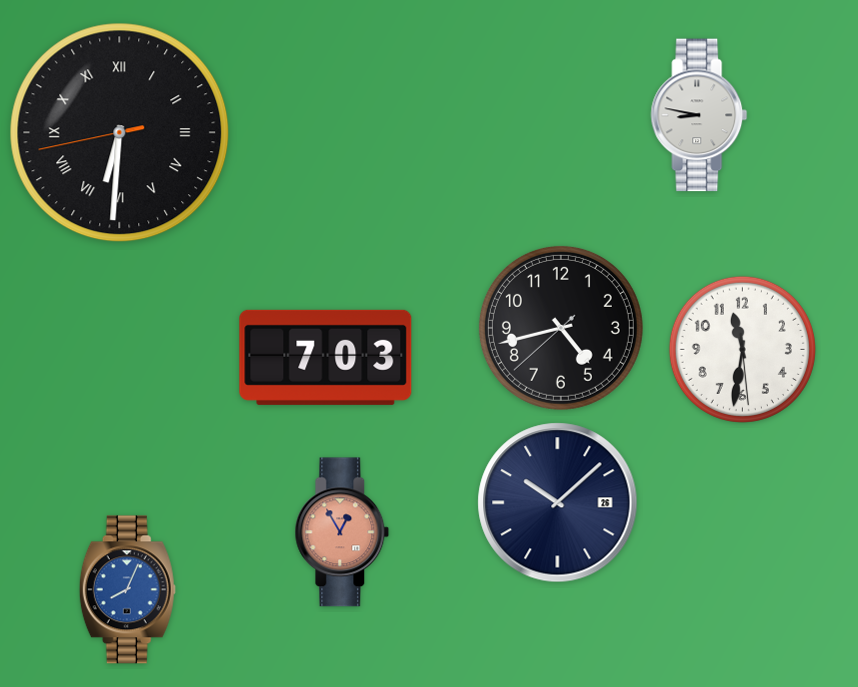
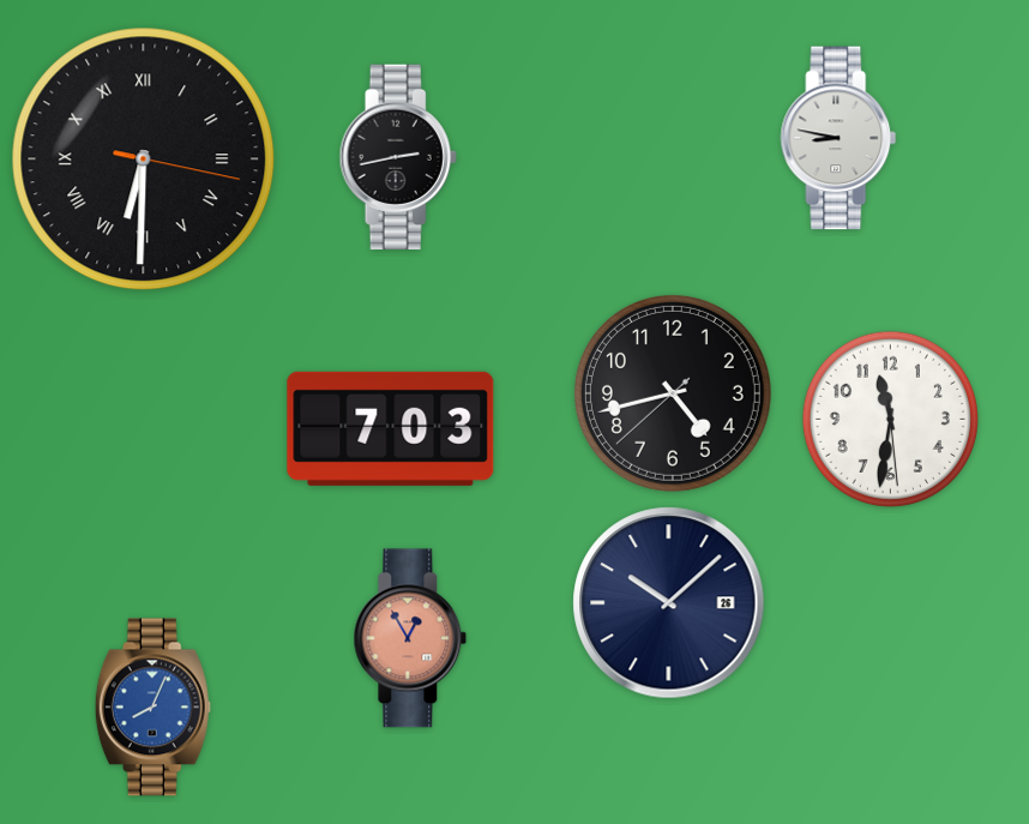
clock at (398, 157): none -> 2:43
clock at (120, 133): 6:30:43 -> 6:30:17
